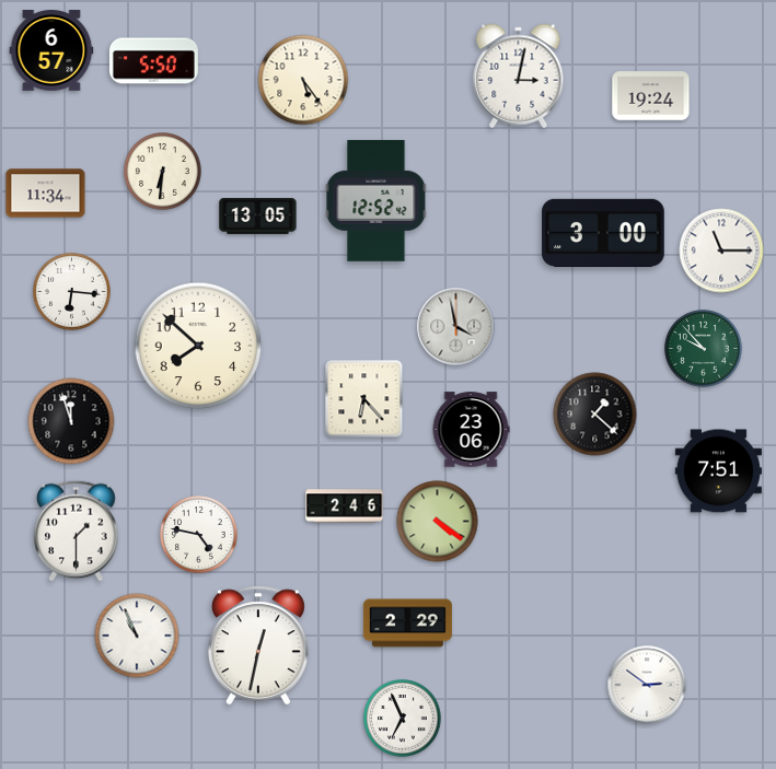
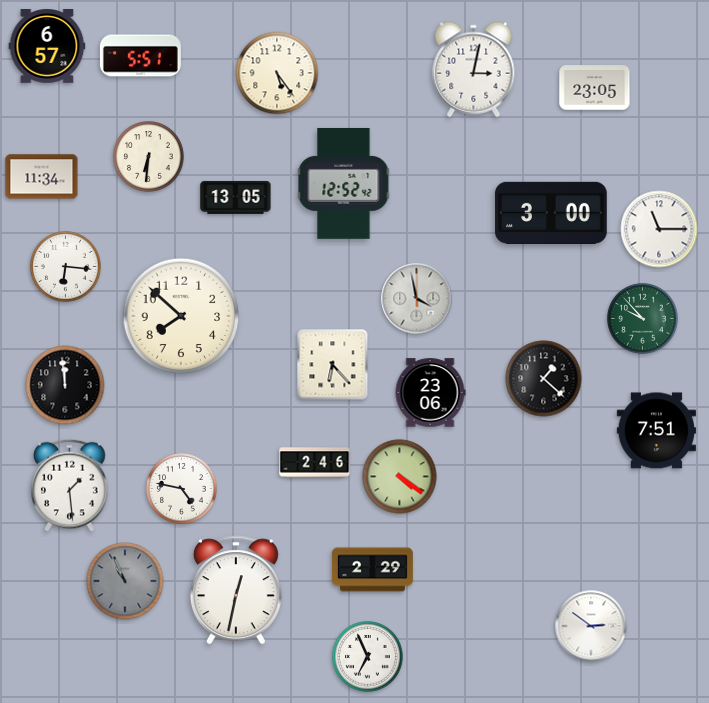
clock at (153, 61): 5:50 -> 5:51
clock at (651, 96): 19:24 -> 23:05
clock at (71, 421): 11:57 -> 11:59
clock at (77, 531): 1:30 -> 1:29
clock at (137, 636) dial: white -> grey
